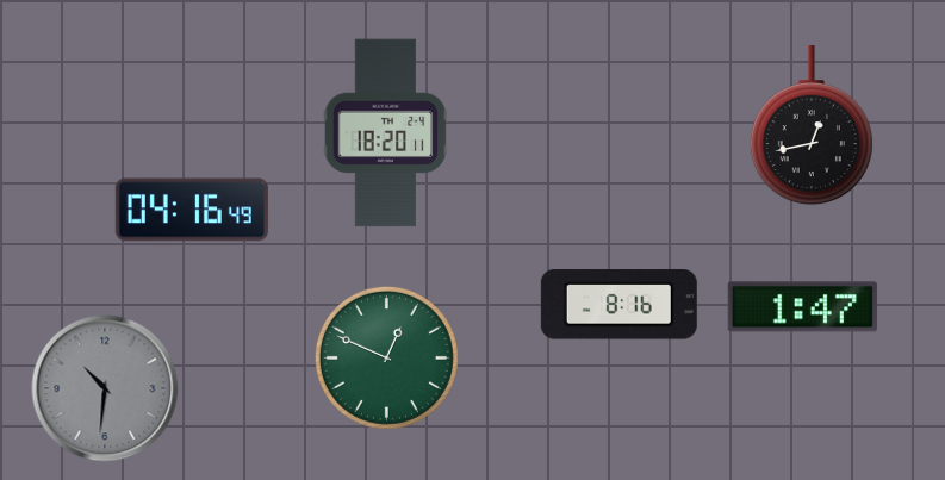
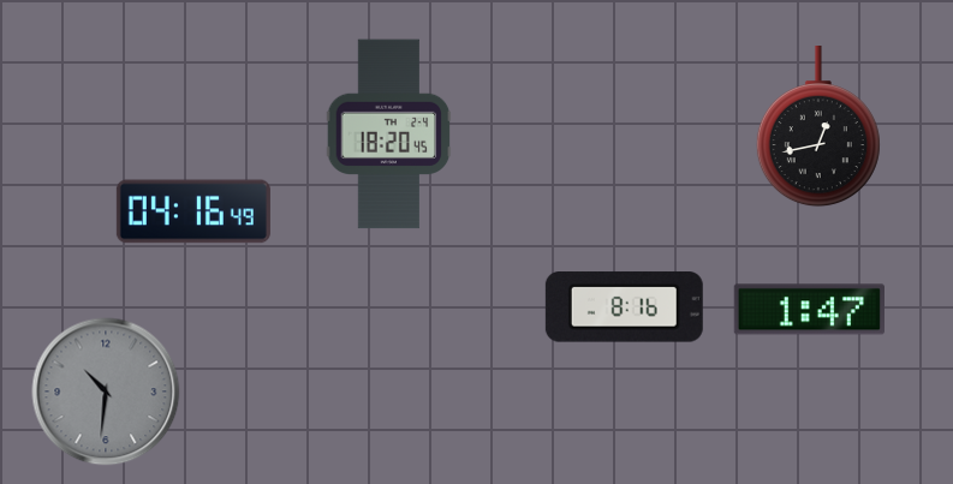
clock at (386, 133): 18:20:11 -> 18:20:45
clock at (386, 357): 12:49 -> none
